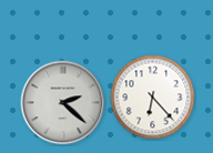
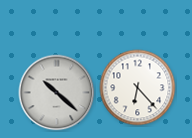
clock at (63, 103): 2:22 -> 10:22
